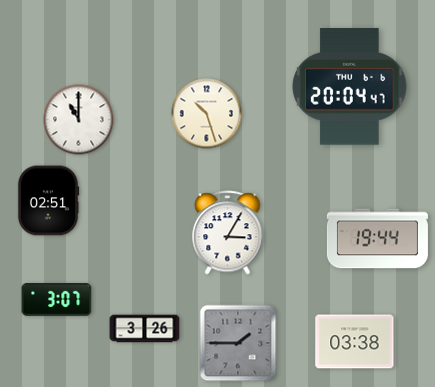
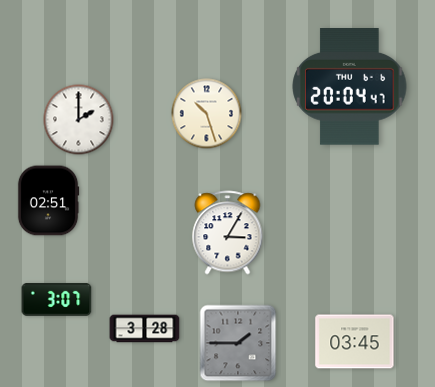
clock at (79, 120): 11:00 -> 2:00
clock at (377, 239): 19:44 -> none
clock at (145, 329): 3:26 -> 3:28
clock at (355, 342): 03:38 -> 03:45
